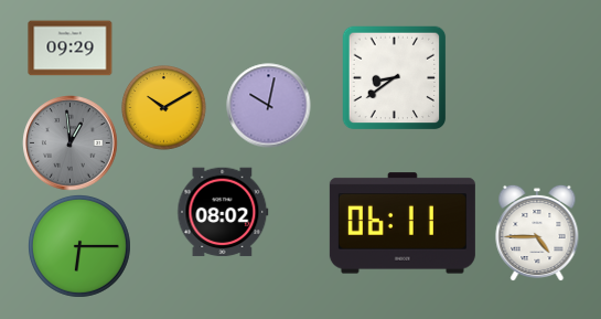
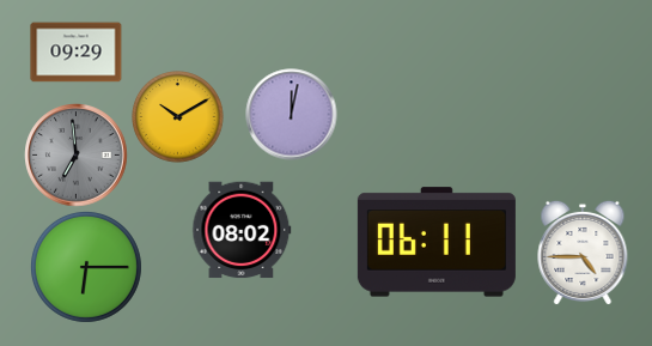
clock at (395, 78): 8:39 -> none
clock at (269, 106): 10:02 -> 12:02
clock at (71, 143): 12:59 -> 6:59
